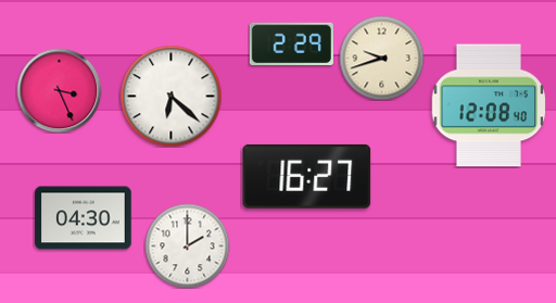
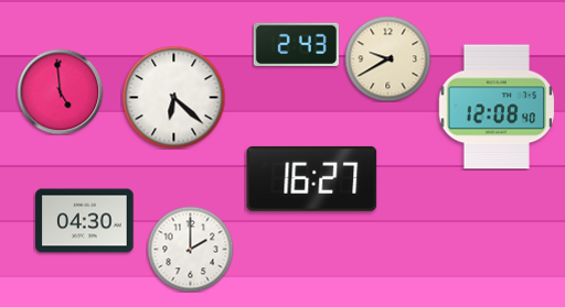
clock at (291, 43): 2:29 -> 2:43
clock at (381, 58): 9:42 -> 9:40
clock at (59, 90): 3:26 -> 4:59
